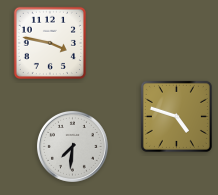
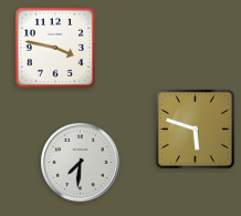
clock at (176, 116): 4:48 -> 5:48
